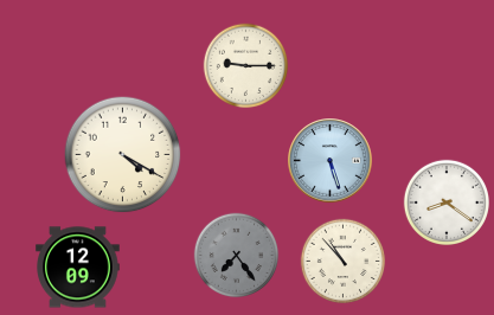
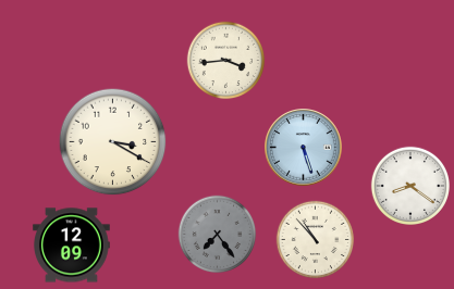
clock at (246, 66): 9:15 -> 3:44
clock at (123, 155): 4:20 -> 3:20
